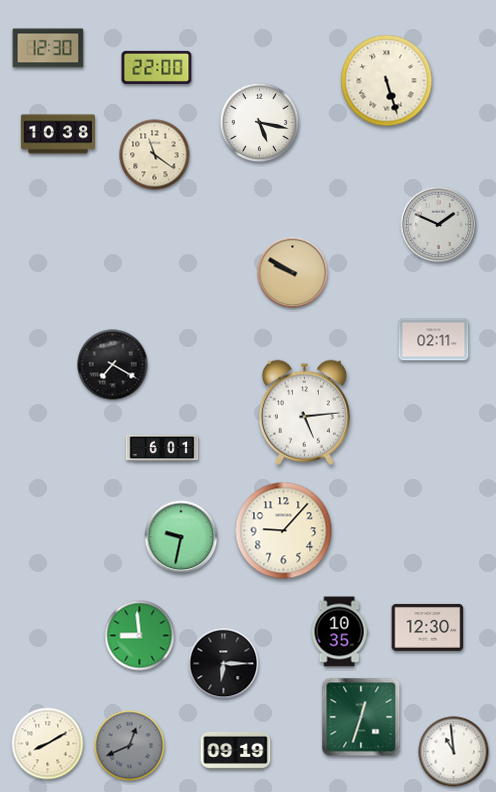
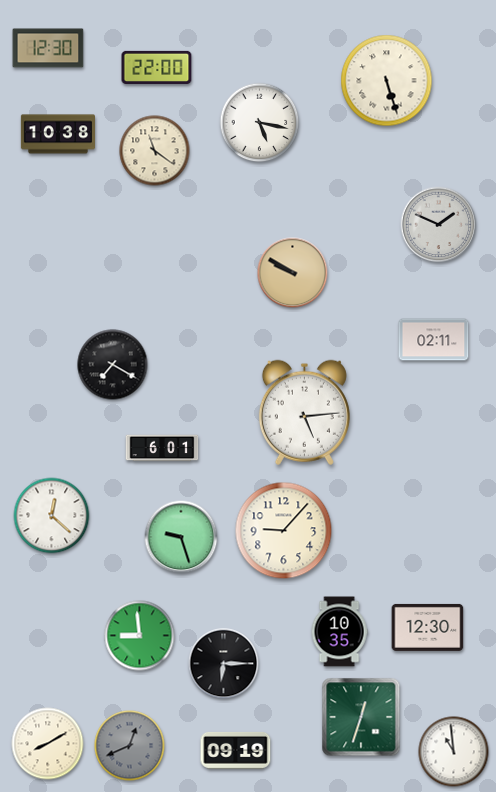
clock at (155, 155) position: (155, 155) -> (155, 151)
clock at (52, 516): none -> 12:22
clock at (181, 537): 9:32 -> 9:27
